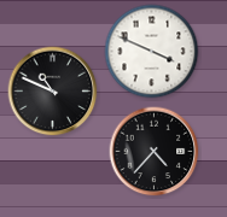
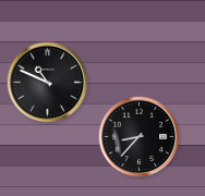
clock at (152, 52): 3:49 -> none
clock at (155, 152): 4:37 -> 8:37
